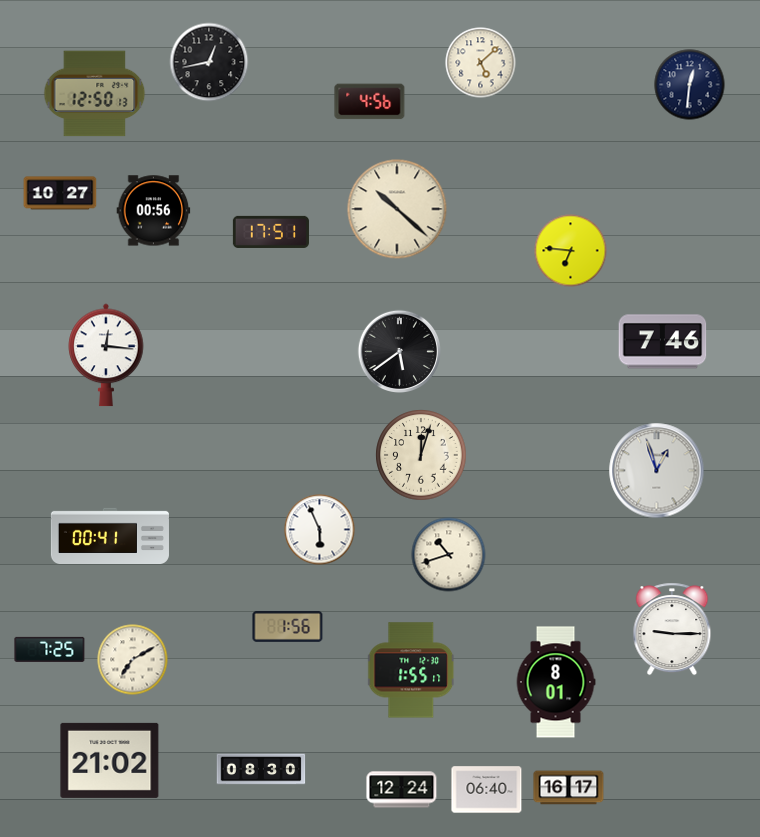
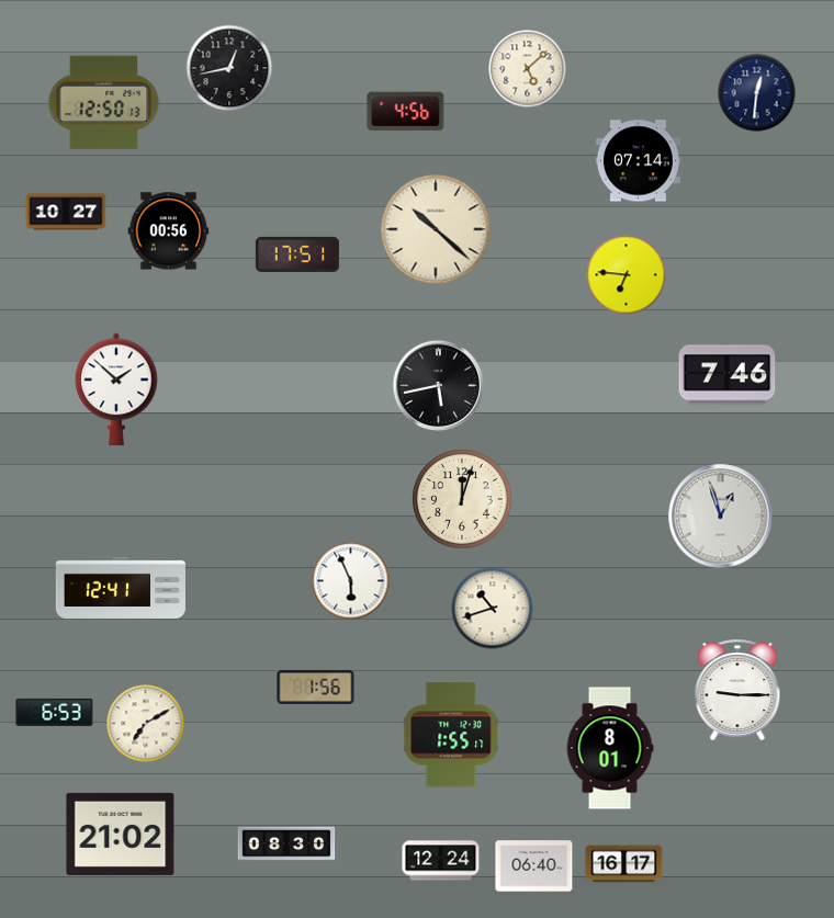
clock at (638, 161): none -> 07:14
clock at (399, 351): 5:39 -> 5:43
clock at (106, 355): 12:16 -> 1:52
clock at (110, 535): 00:41 -> 12:41
clock at (50, 649): 7:25 -> 6:53
clock at (402, 790) position: (402, 790) -> (441, 861)
